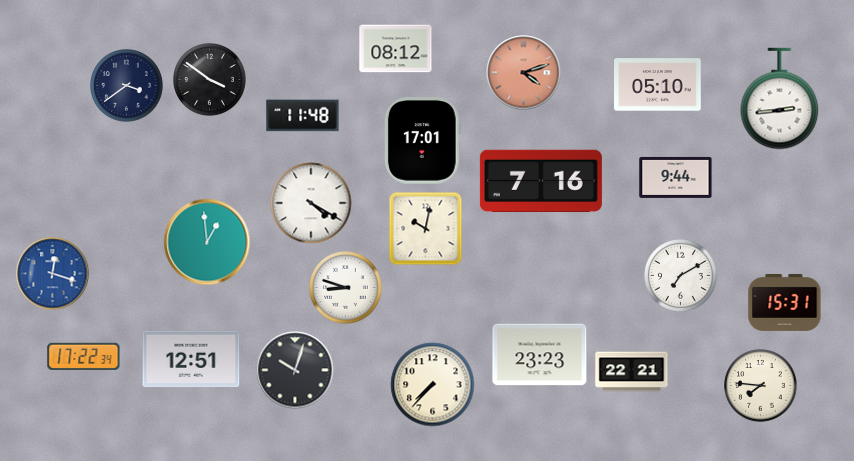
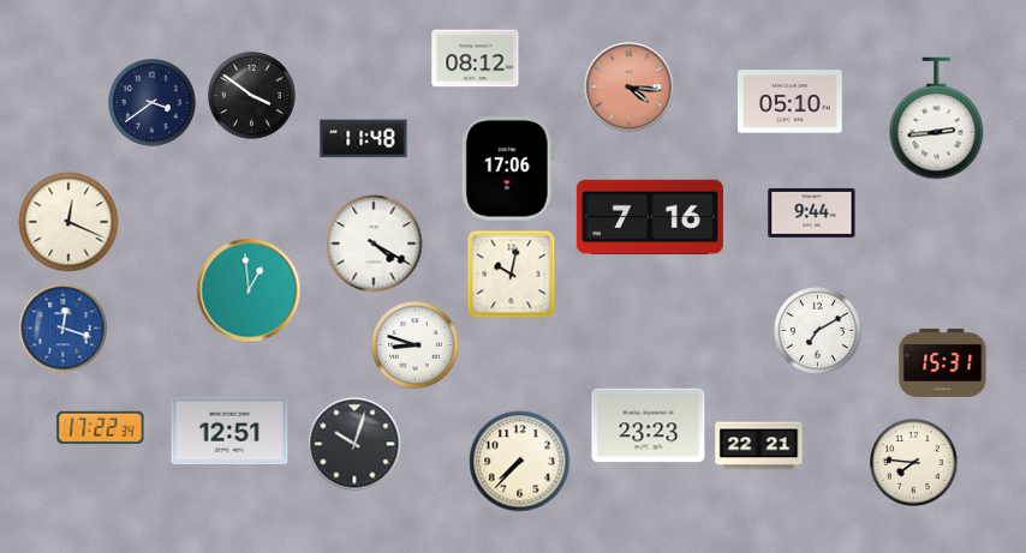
clock at (524, 73): 4:12 -> 4:16
clock at (422, 141): 17:01 -> 17:06
clock at (68, 222): none -> 12:19
